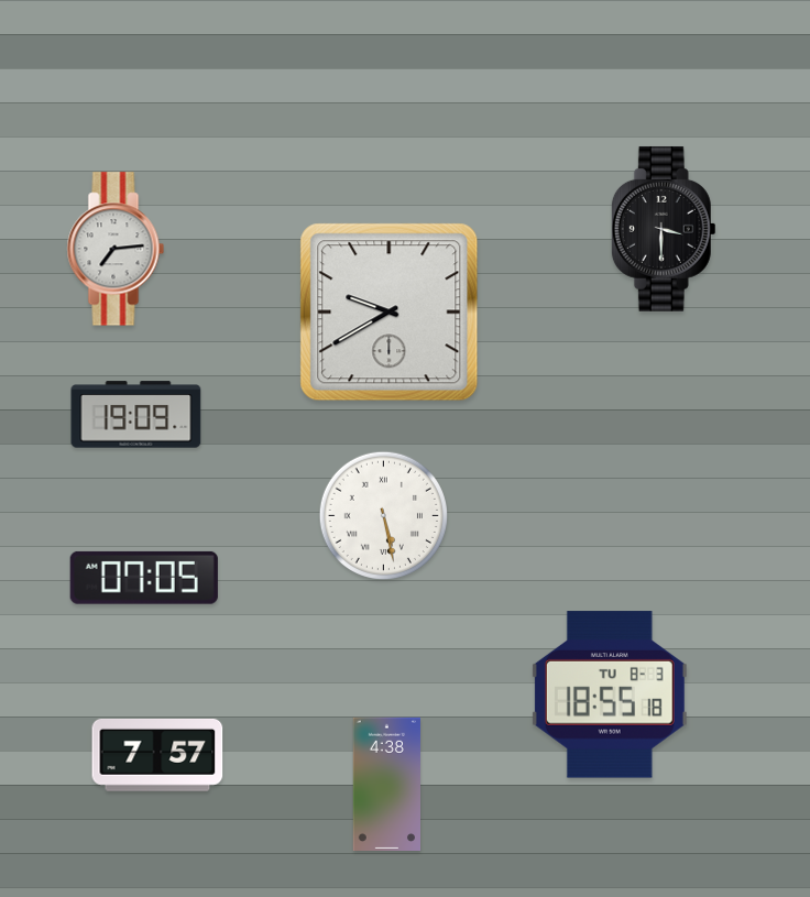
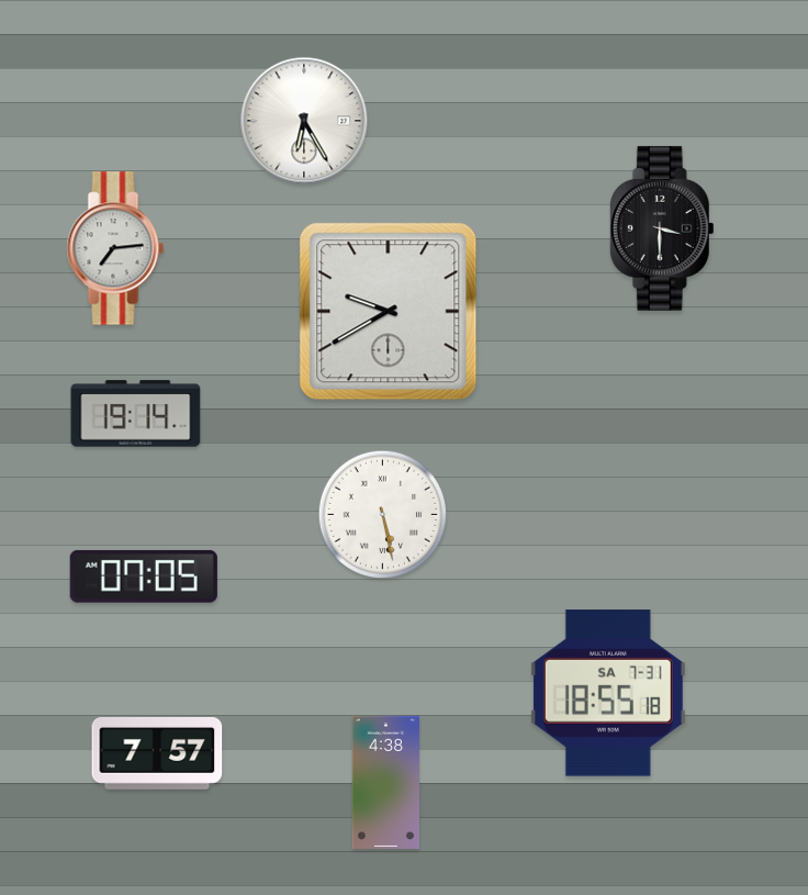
clock at (304, 121): none -> 6:25
clock at (136, 415): 19:09 -> 19:14
clock at (610, 694) date: TU 8-3 -> SA 7-31
